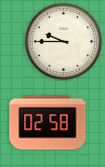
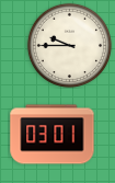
clock at (48, 123): 02:58 -> 03:01
